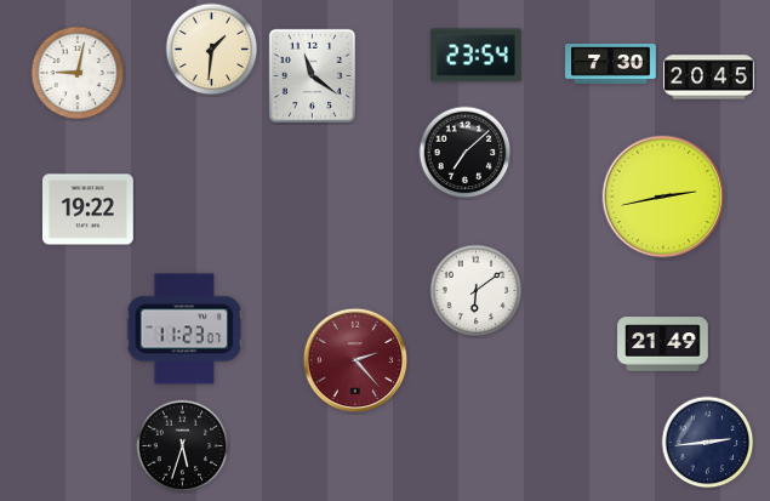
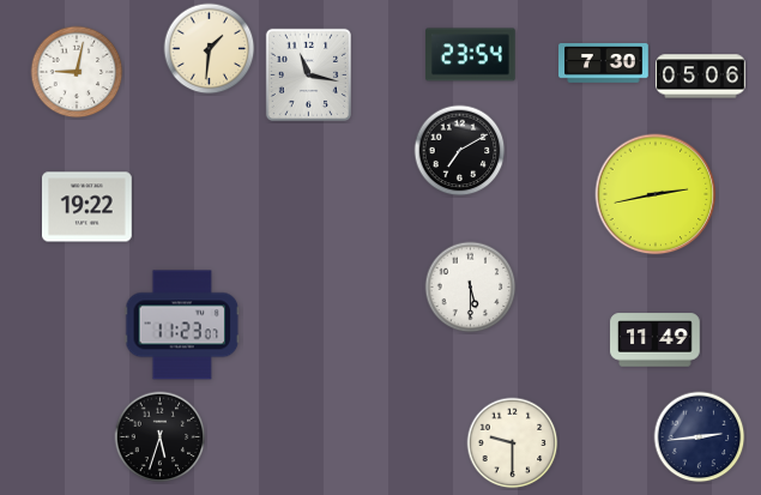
clock at (312, 75): 11:21 -> 11:17
clock at (709, 78): 20:45 -> 05:06
clock at (466, 153): 7:08 -> 7:10
clock at (477, 291): 6:09 -> 5:30
clock at (663, 345): 21:49 -> 11:49
clock at (355, 360): 2:23 -> none
clock at (183, 446) position: (183, 446) -> (161, 437)
clock at (513, 443): none -> 9:30
